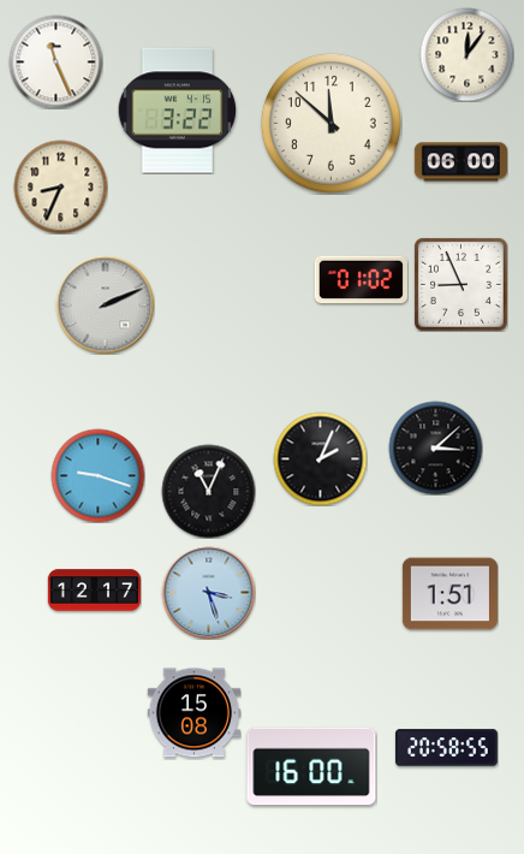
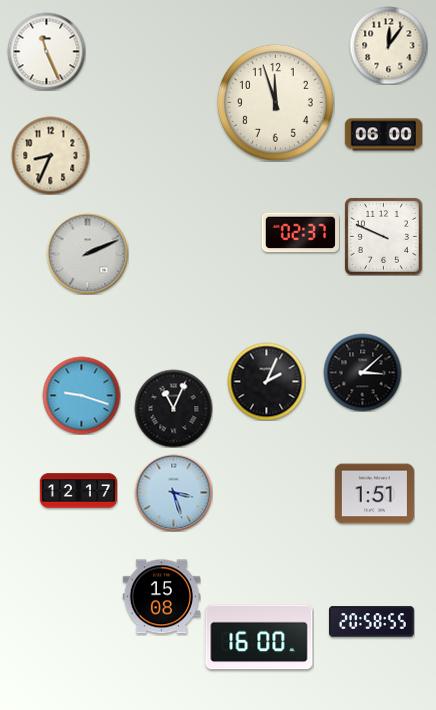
clock at (178, 111): 3:22 -> none
clock at (331, 123): 11:52 -> 11:57
clock at (361, 280): 01:02 -> 02:37
clock at (460, 284): 8:56 -> 9:49
clock at (193, 713) position: (193, 713) -> (161, 597)
